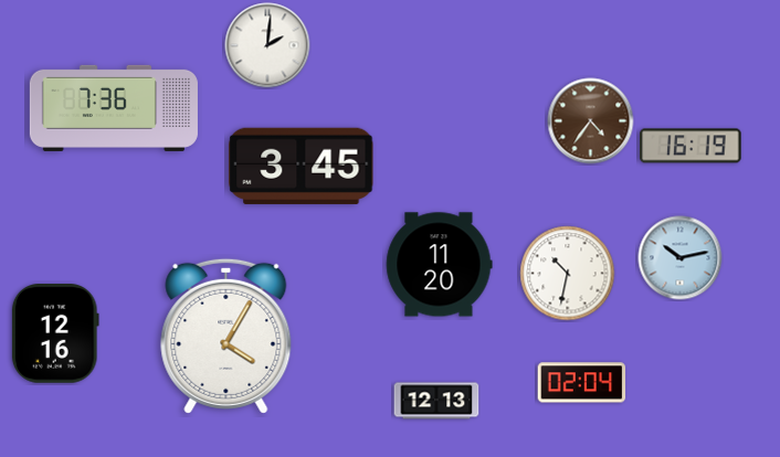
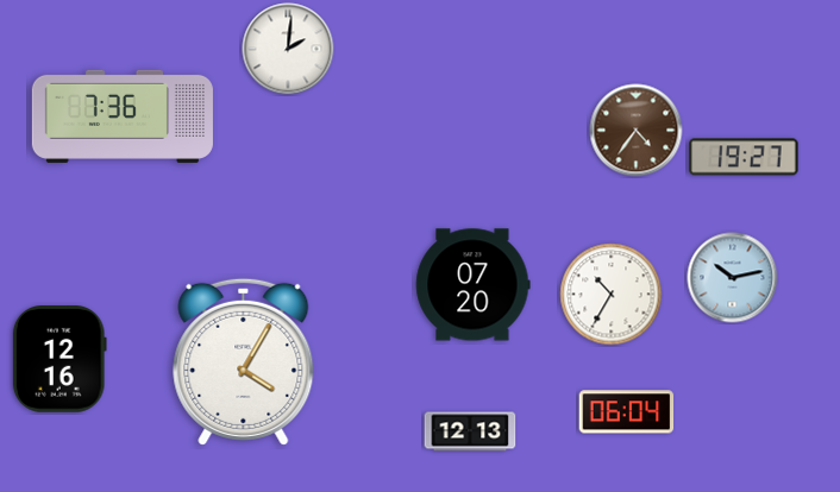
clock at (691, 146): 16:19 -> 19:27
clock at (302, 166): 3:45 -> none
clock at (440, 265): 11:20 -> 07:20
clock at (568, 274): 10:32 -> 10:35
clock at (582, 383): 02:04 -> 06:04
